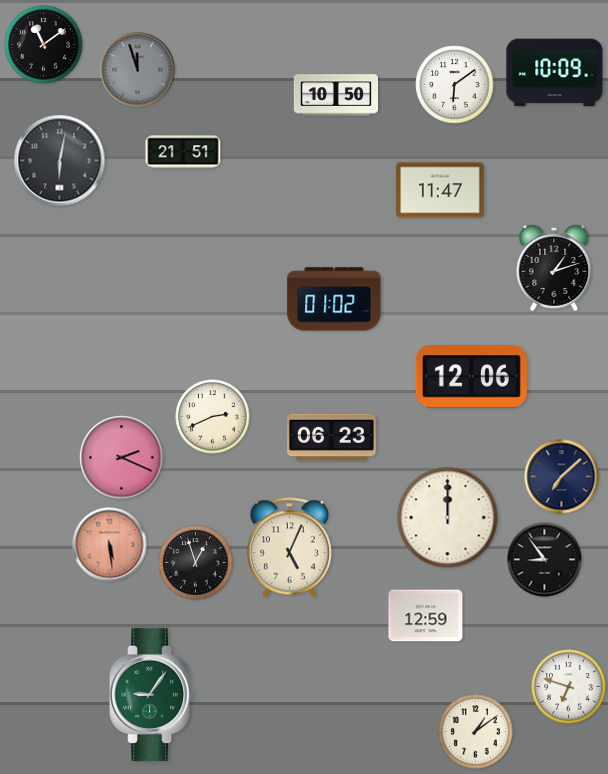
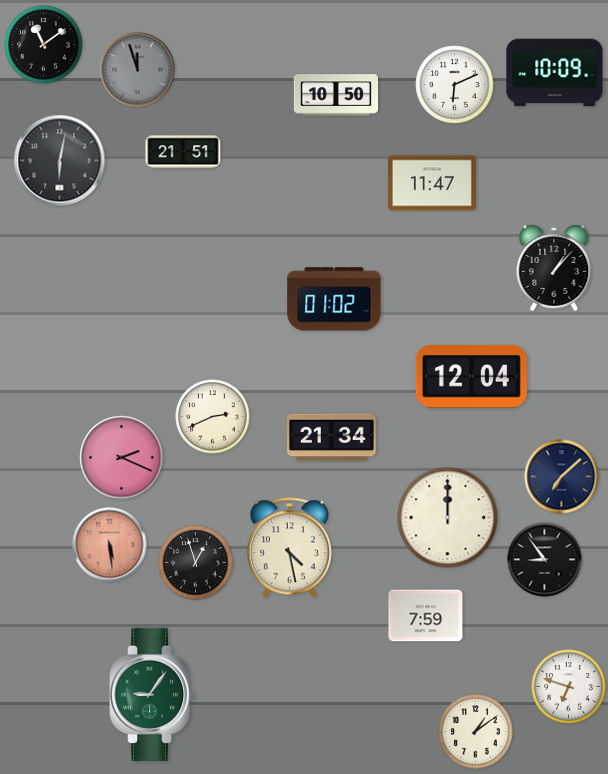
clock at (455, 85): 6:09 -> 6:11
clock at (440, 190) position: (440, 190) -> (432, 183)
clock at (554, 268): 1:12 -> 1:07
clock at (471, 377): 12:06 -> 12:04
clock at (332, 438): 06:23 -> 21:34
clock at (289, 548): 5:04 -> 4:28
clock at (426, 616): 12:59 -> 7:59
